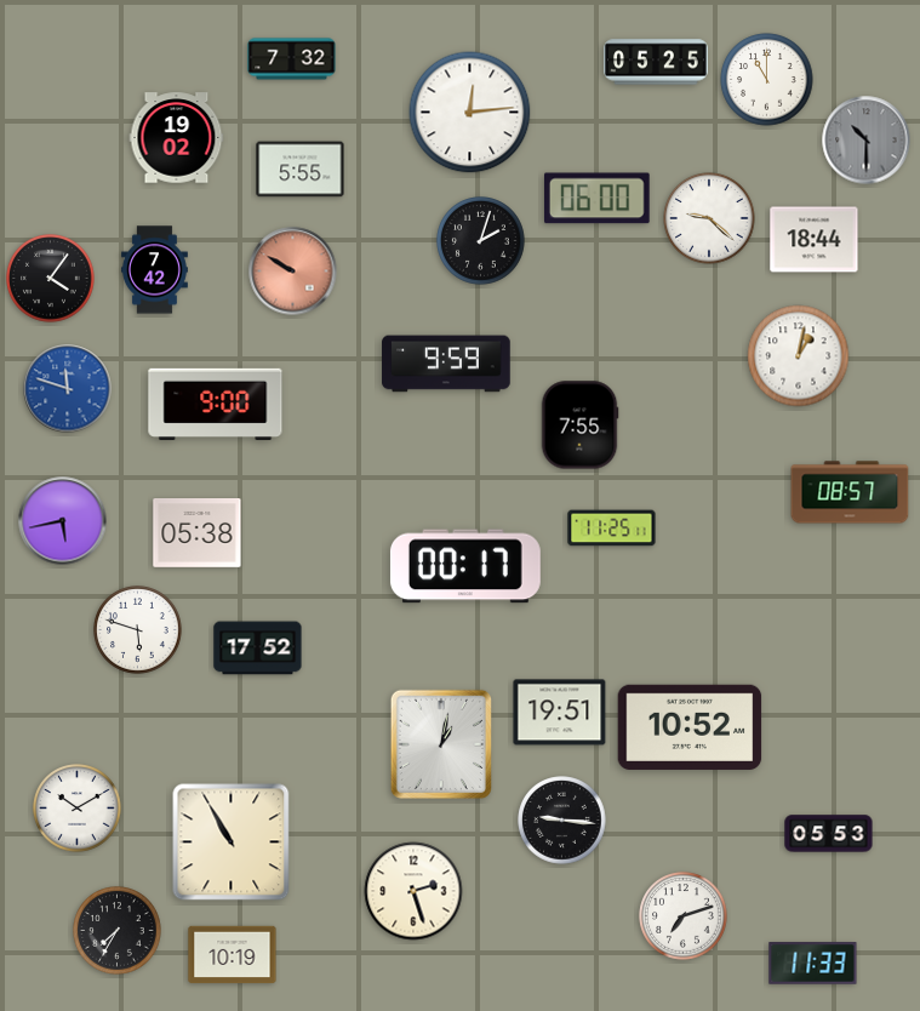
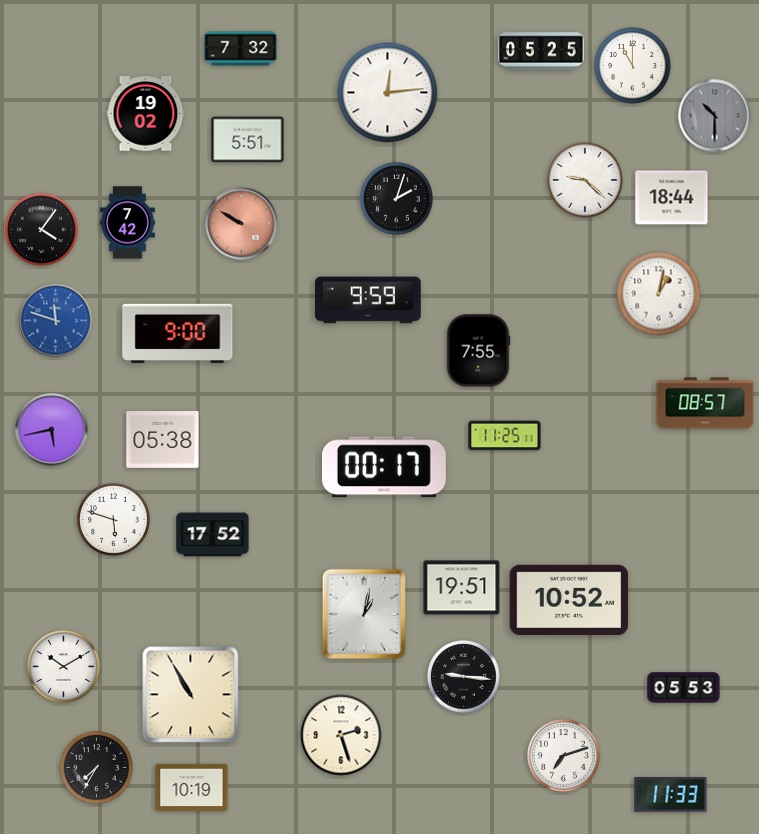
clock at (301, 170): 5:55 -> 5:51
clock at (596, 199): 06:00 -> none
clock at (850, 492) position: (850, 492) -> (705, 403)
